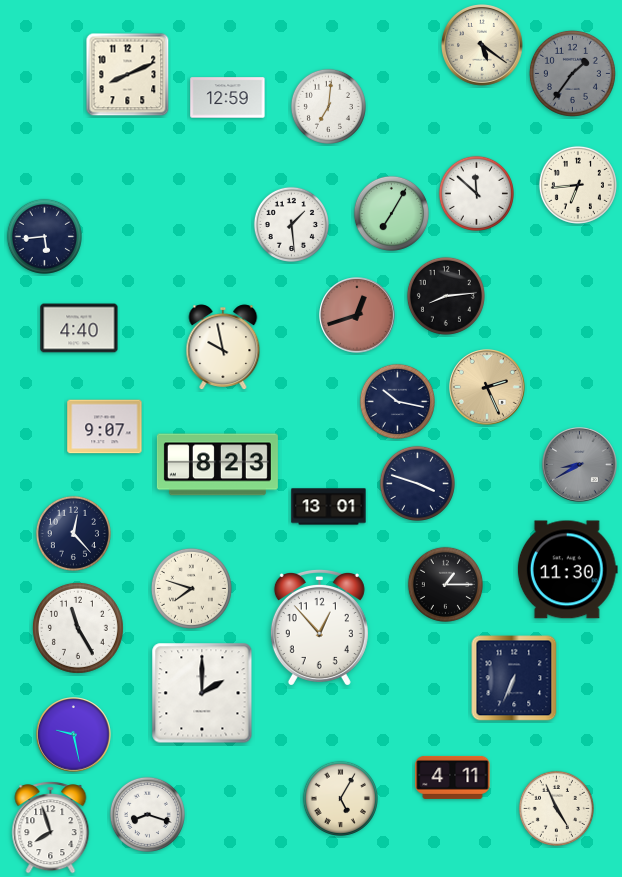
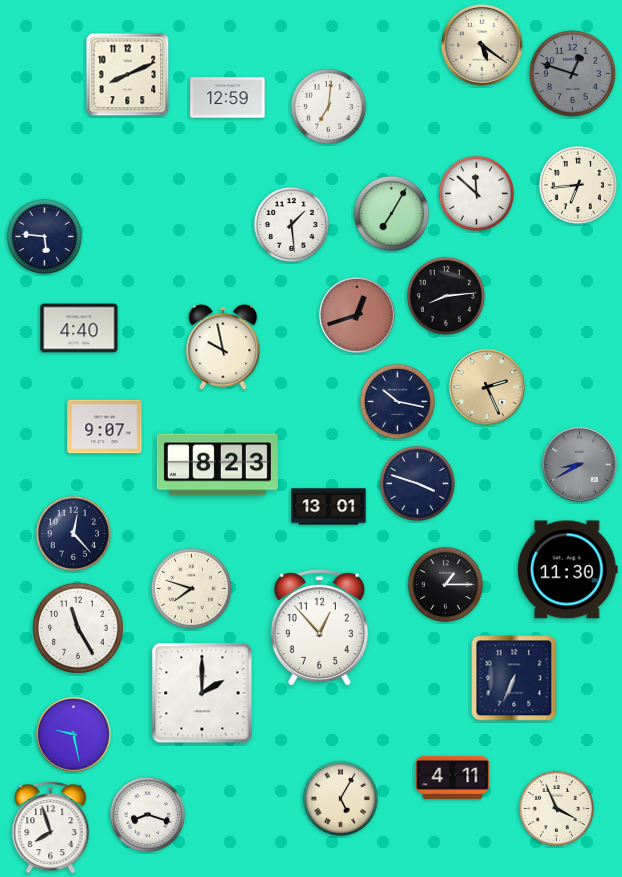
clock at (572, 73): 1:36 -> 12:48
clock at (44, 236): 5:44 -> 5:46
clock at (556, 808): 4:56 -> 3:56
